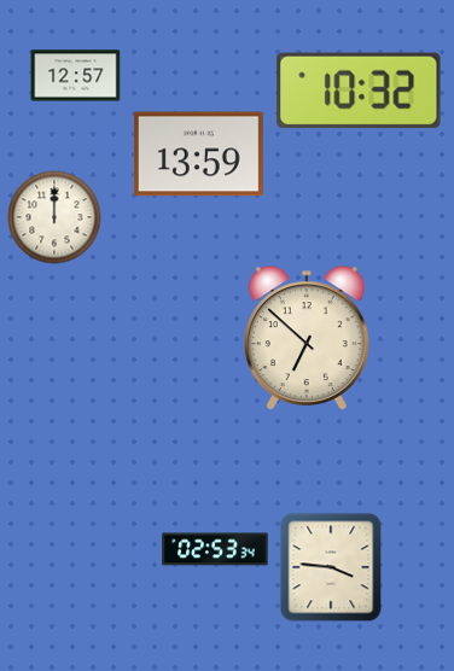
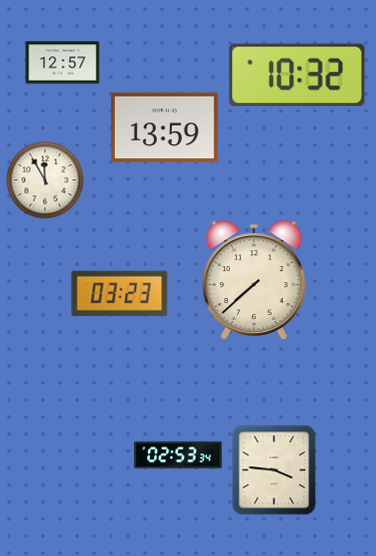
clock at (54, 217): 12:00 -> 11:55
clock at (307, 338): 6:52 -> 7:38
clock at (120, 293): none -> 03:23
